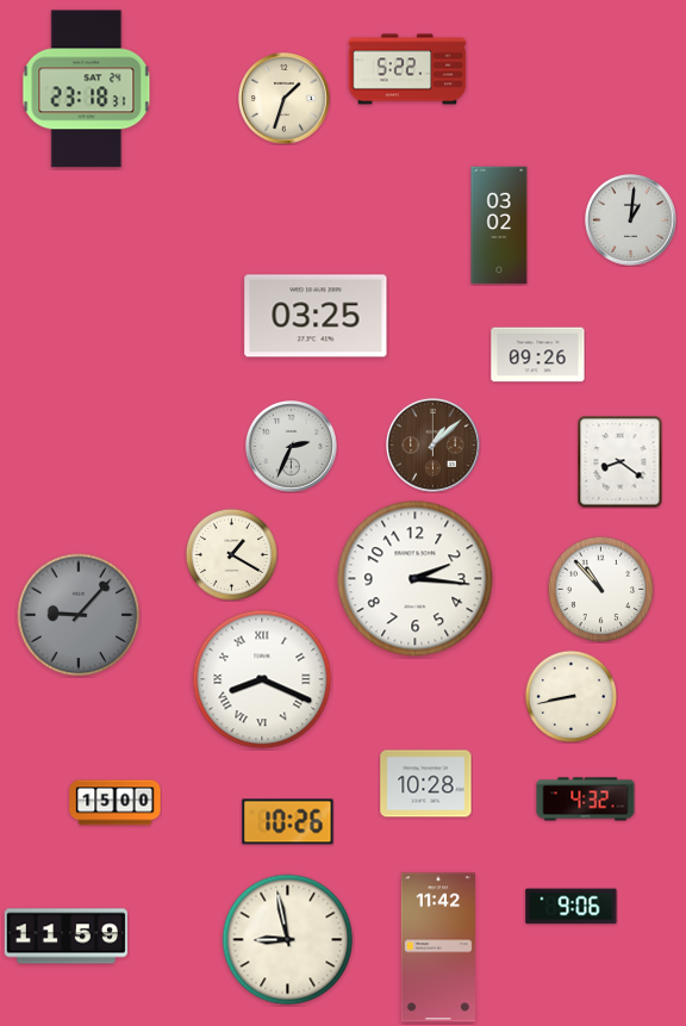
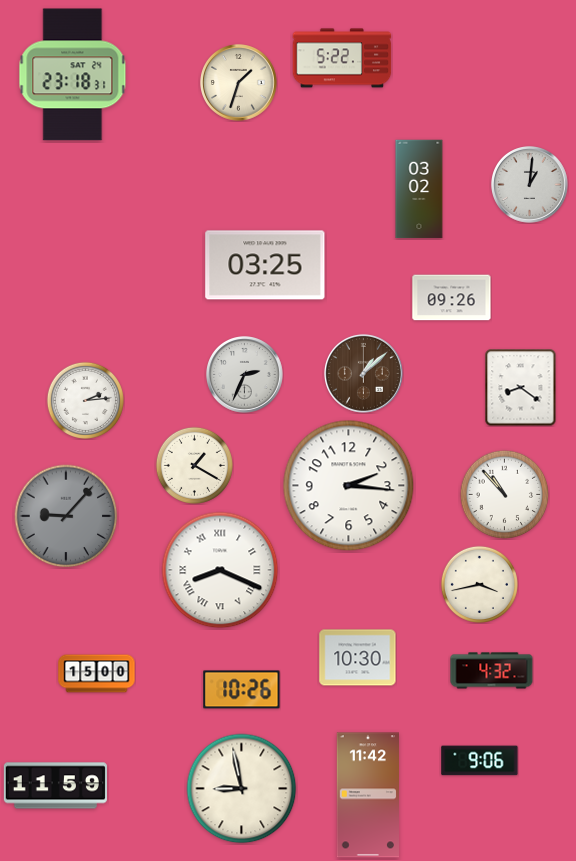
clock at (85, 400): none -> 2:14
clock at (570, 696): 8:43 -> 3:43
clock at (426, 784): 10:28 -> 10:30
